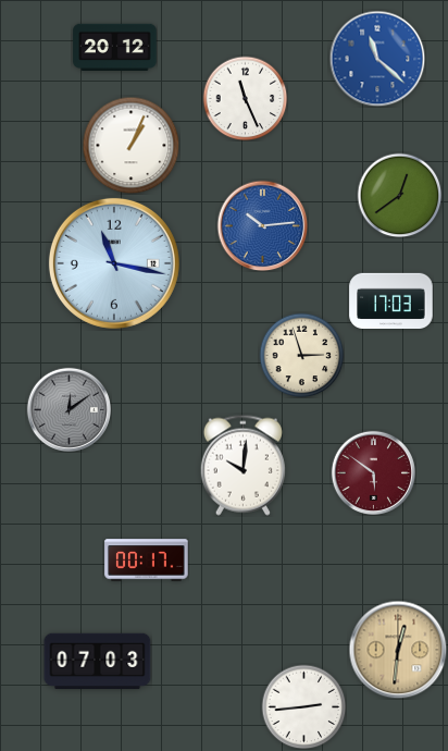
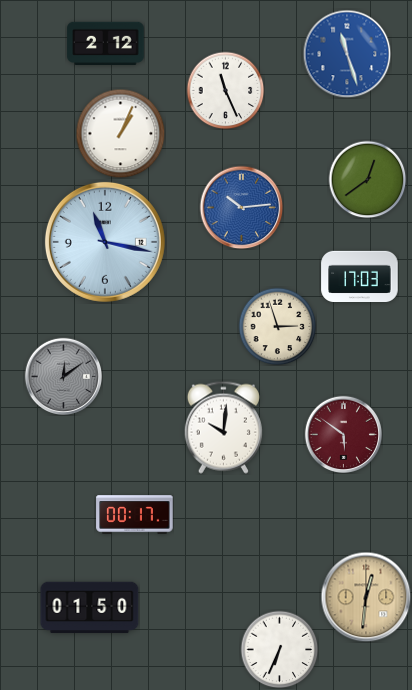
clock at (115, 47): 20:12 -> 2:12
clock at (377, 59): 11:22 -> 11:27
clock at (98, 662): 07:03 -> 01:50
clock at (303, 706): 2:44 -> 6:34
